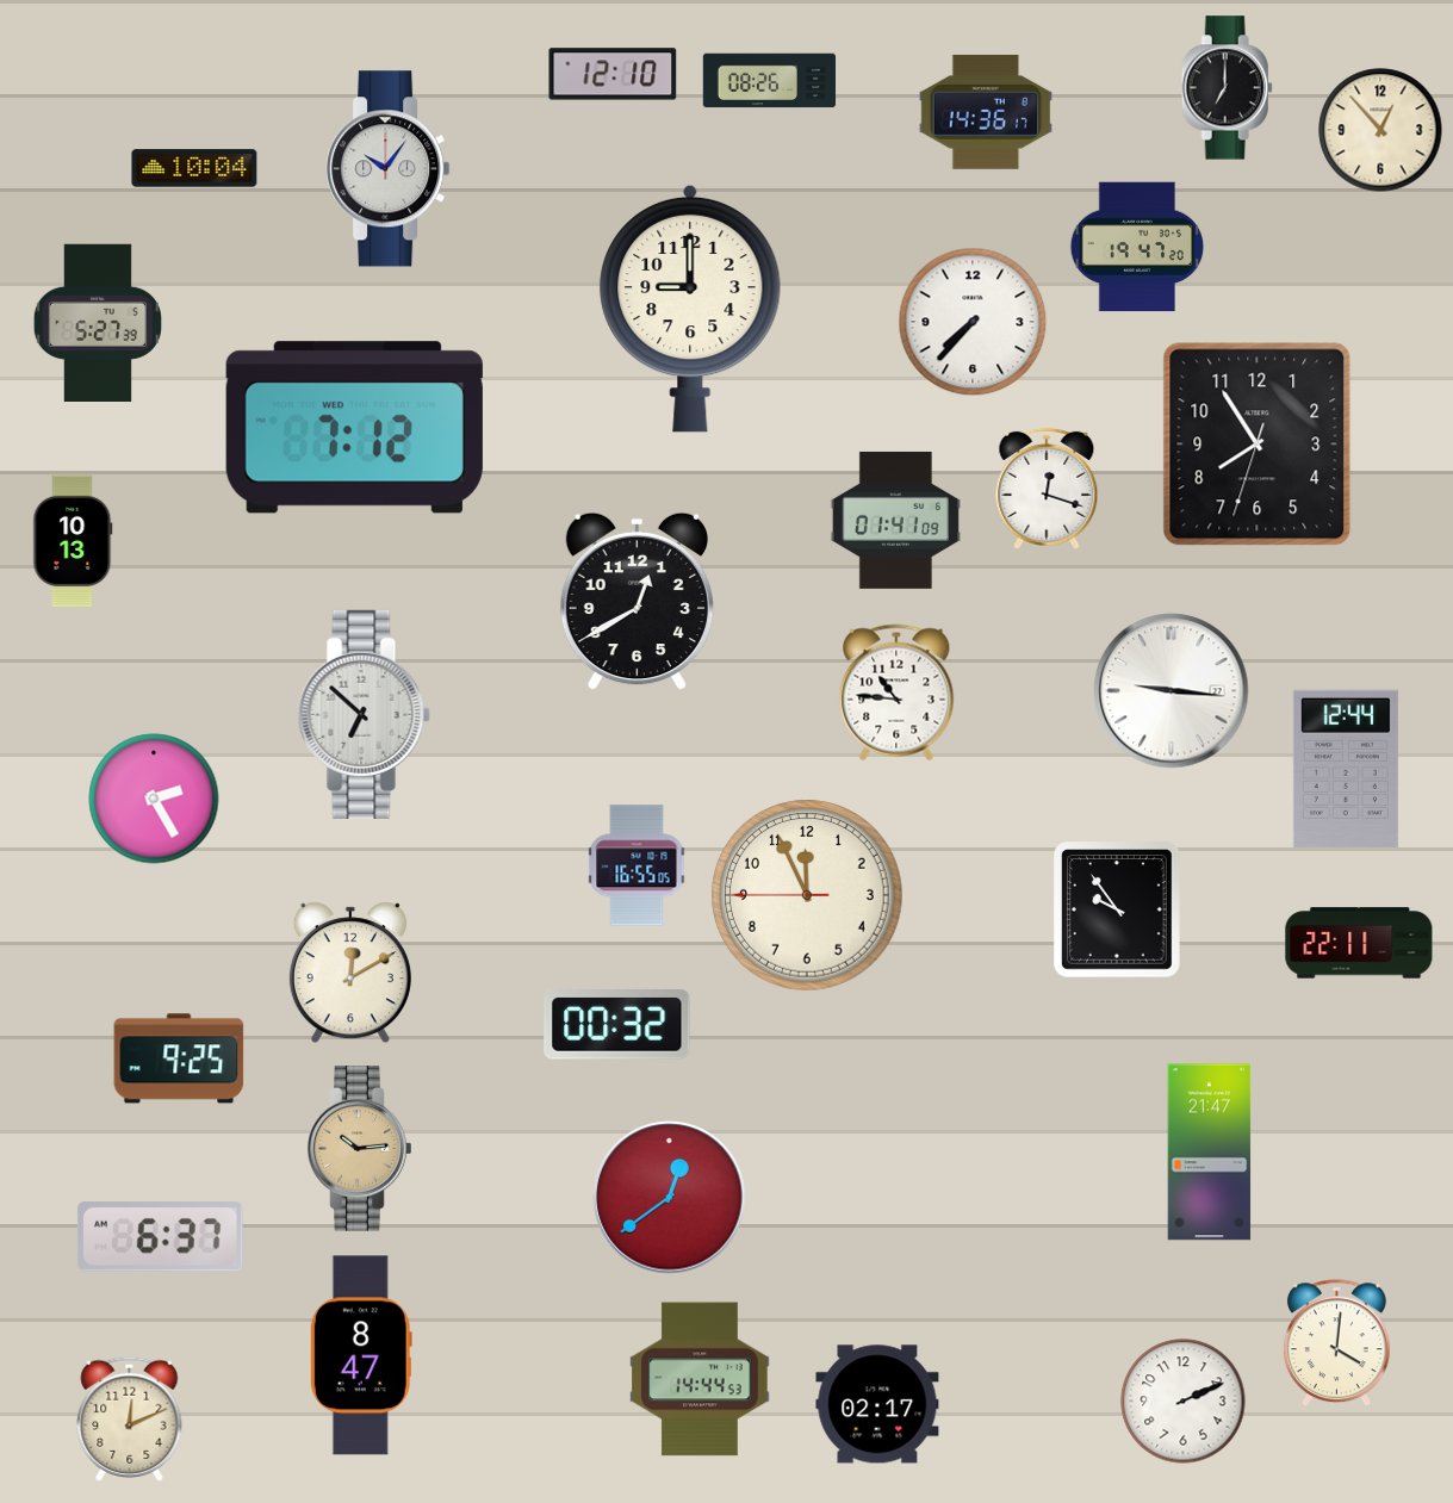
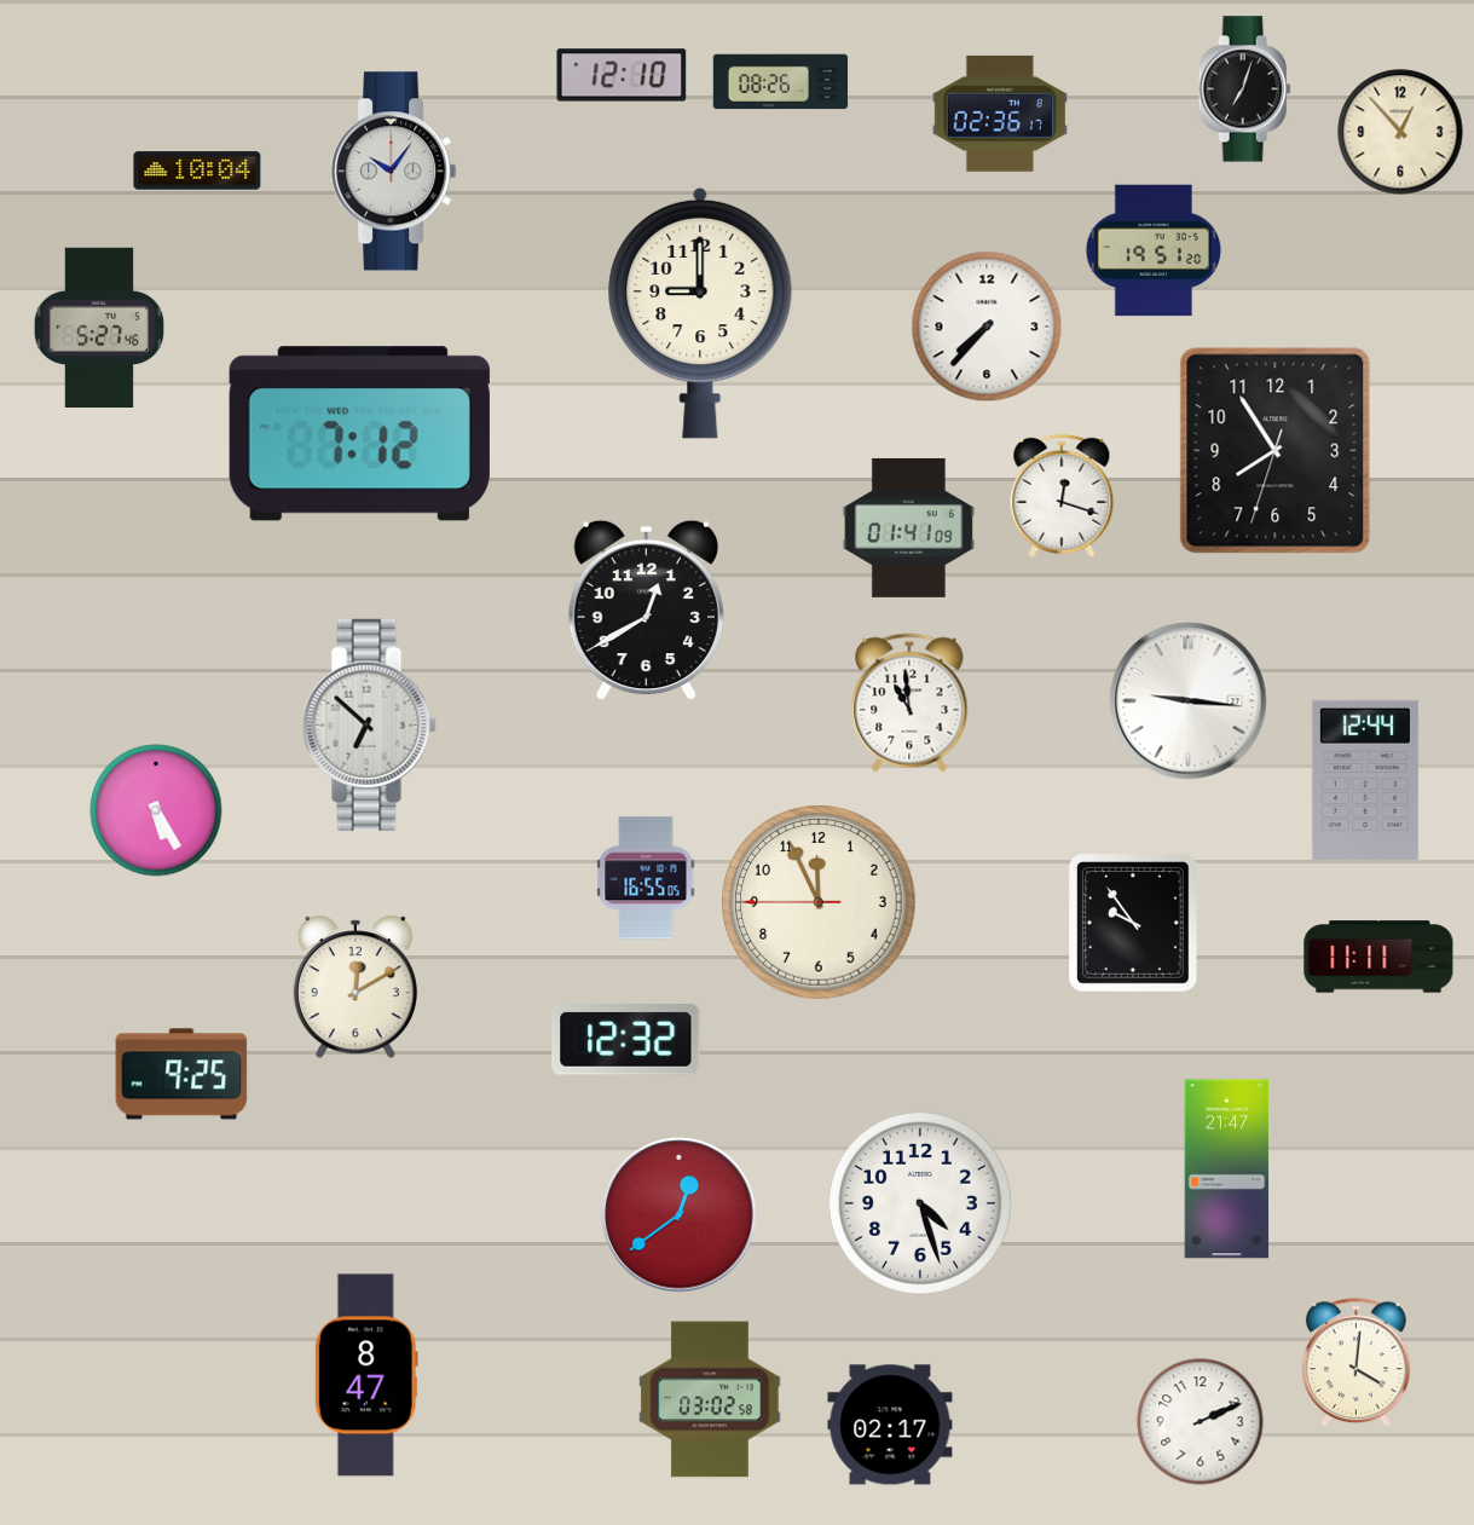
clock at (1227, 88): 7:00 -> 7:03
clock at (986, 112): 14:36 -> 02:36
clock at (1137, 247): 19:47 -> 19:51
clock at (97, 322): 5:27:39 -> 5:27:46
clock at (73, 541): 10:13 -> none
clock at (896, 693): 10:46 -> 10:59
clock at (154, 799): 2:25 -> 5:25
clock at (807, 895) position: (807, 895) -> (819, 902)
clock at (1359, 943): 22:11 -> 11:11
clock at (617, 1025): 00:32 -> 12:32
clock at (360, 1149): 10:14 -> none
clock at (920, 1203): none -> 4:27
clock at (160, 1237): 6:37 -> none
clock at (700, 1379): 14:44 -> 03:02
clock at (130, 1418): 12:11 -> none
